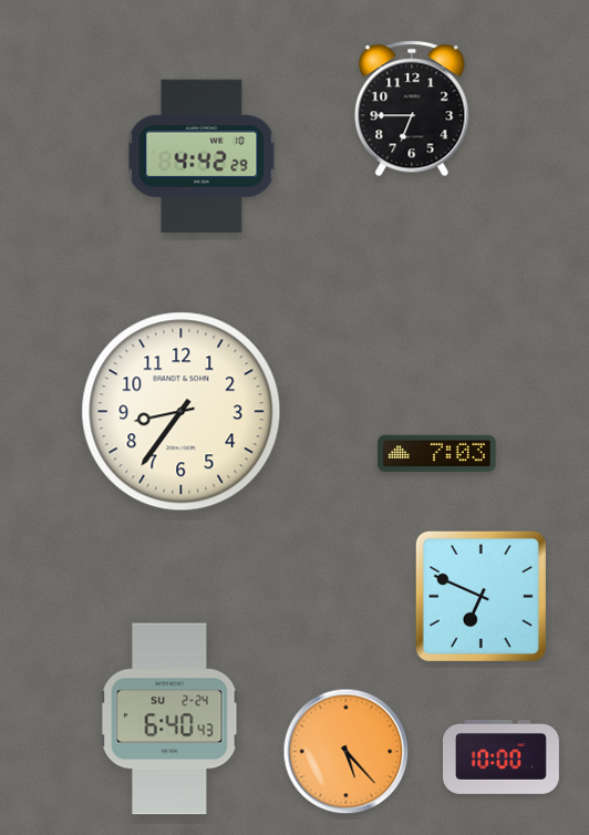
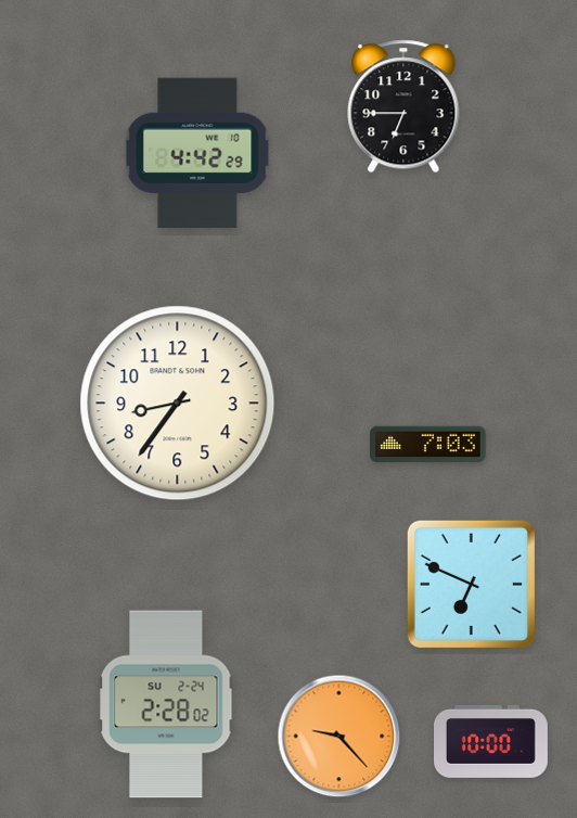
clock at (169, 719): 6:40 -> 2:28
clock at (347, 752): 5:23 -> 9:23
